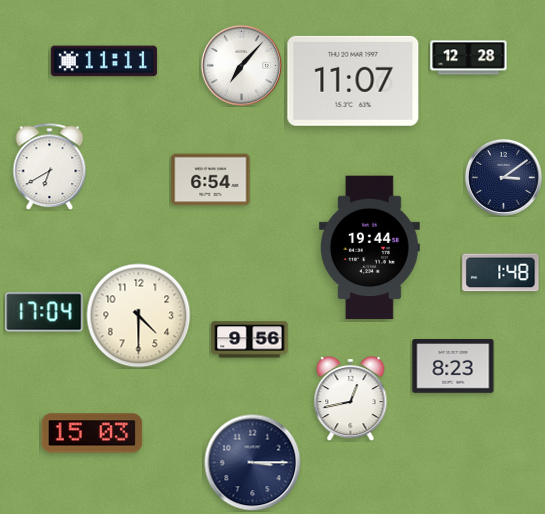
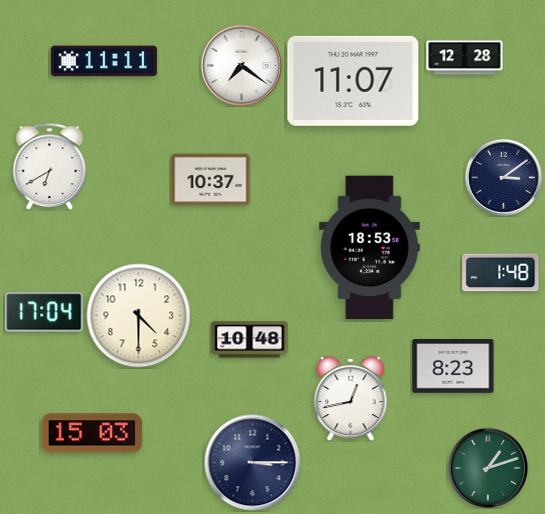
clock at (469, 58) position: (469, 58) -> (465, 58)
clock at (241, 65): 7:07 -> 7:21
clock at (211, 180): 6:54 -> 10:37
clock at (369, 248): 19:44 -> 18:53
clock at (250, 340): 9:56 -> 10:48
clock at (488, 468): none -> 1:12
